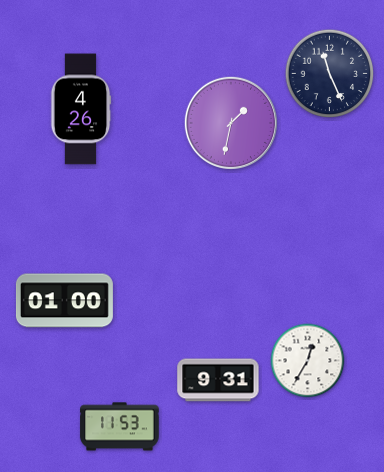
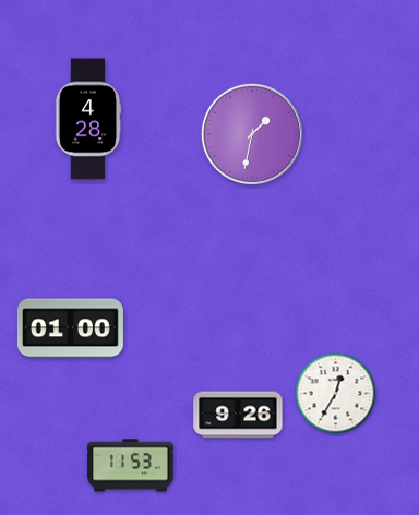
clock at (330, 74): 11:26 -> none
clock at (81, 109): 4:26 -> 4:28
clock at (218, 380): 9:31 -> 9:26
